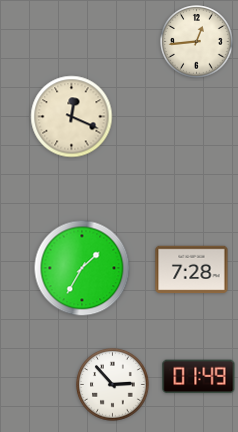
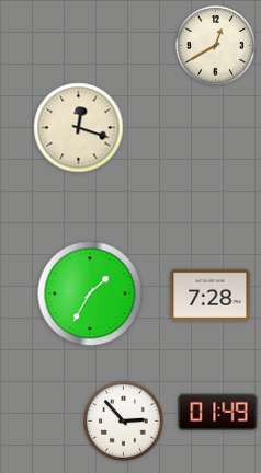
clock at (197, 42): 12:44 -> 12:40
clock at (72, 117): 12:19 -> 12:18
